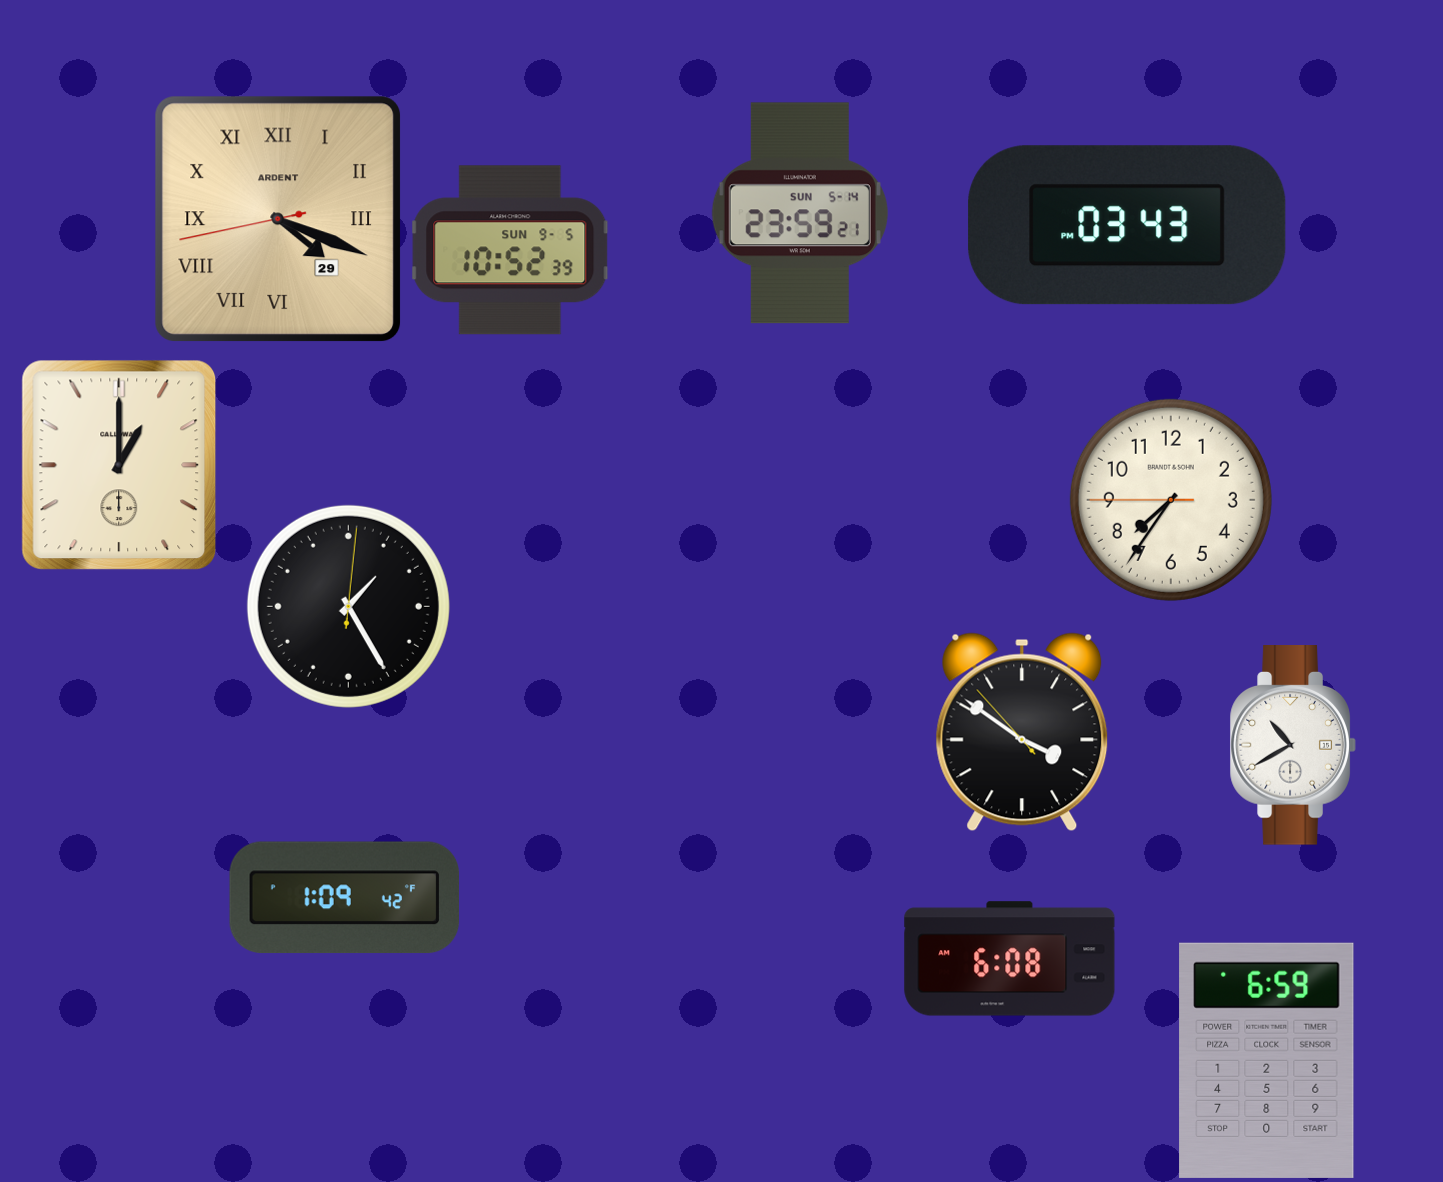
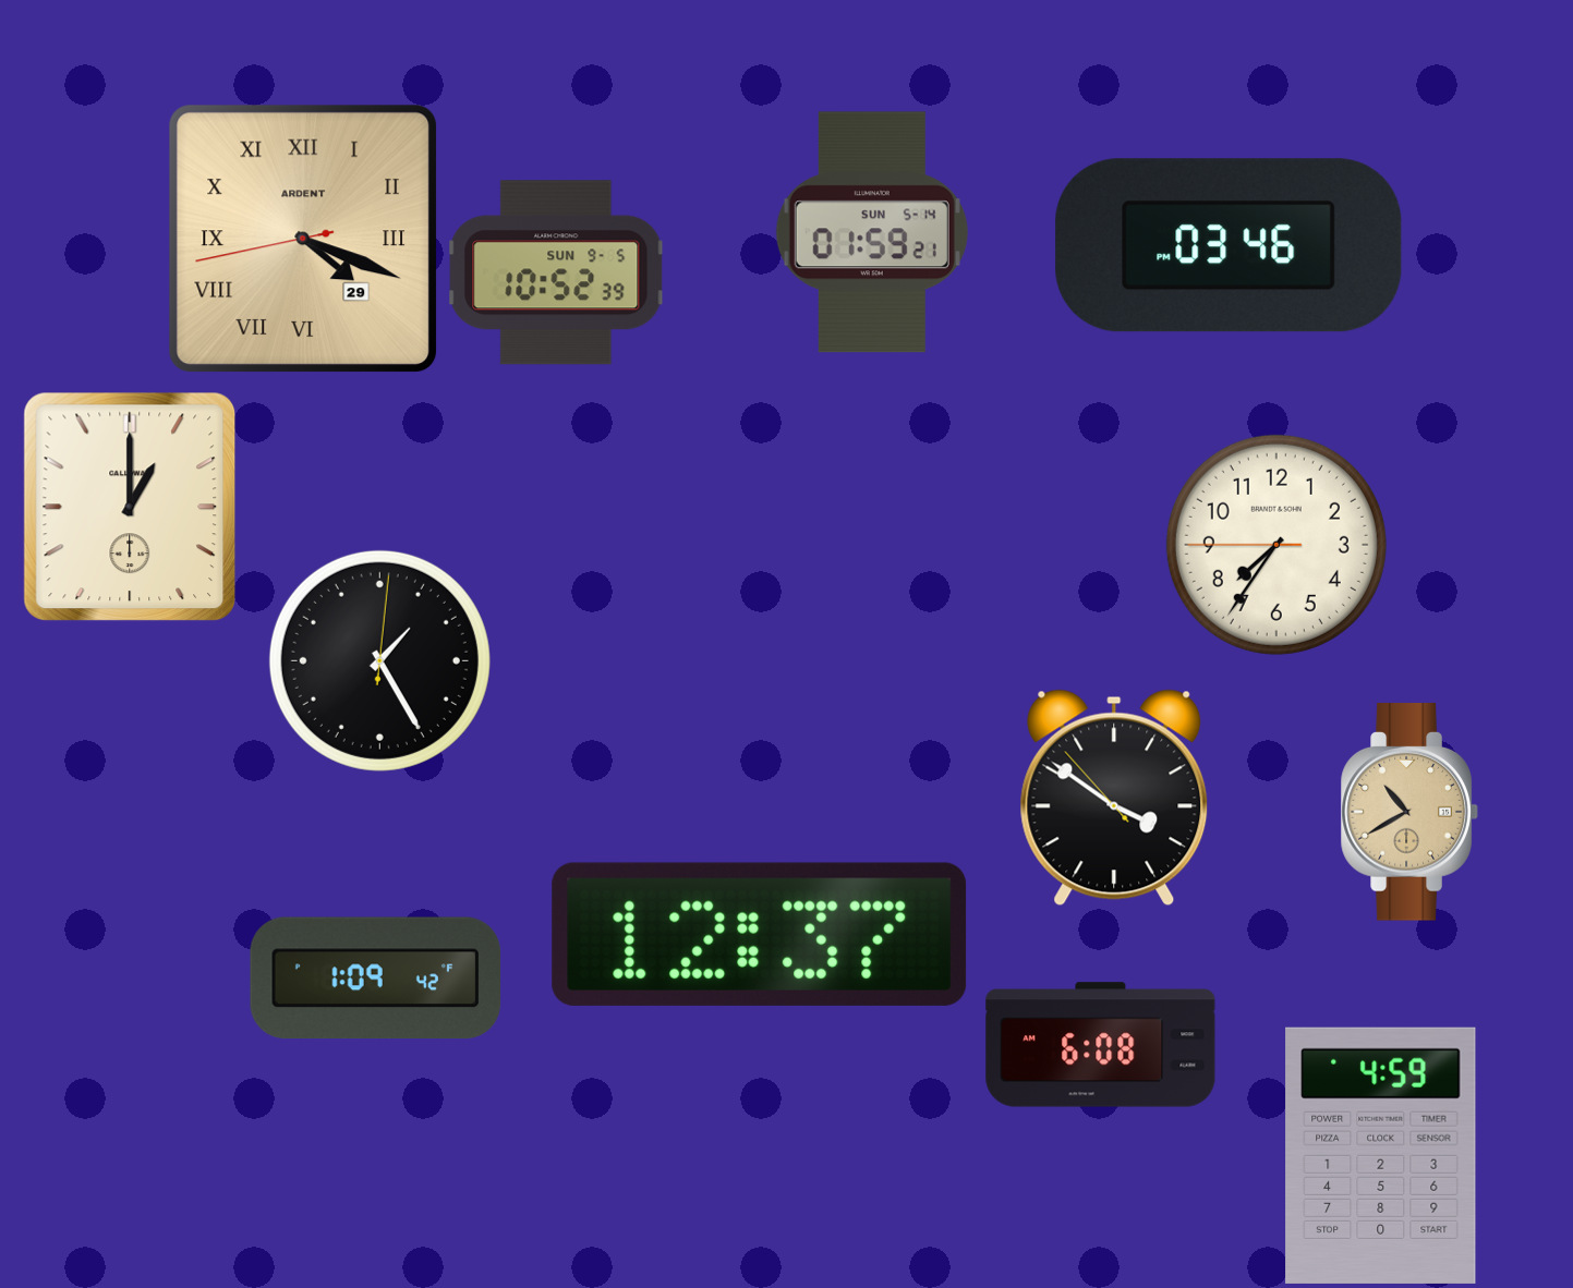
clock at (800, 213): 23:59 -> 01:59
clock at (1127, 225): 03:43 -> 03:46
clock at (1293, 746) dial: white -> champagne
clock at (760, 934): none -> 12:37
clock at (1267, 1060): 6:59 -> 4:59
